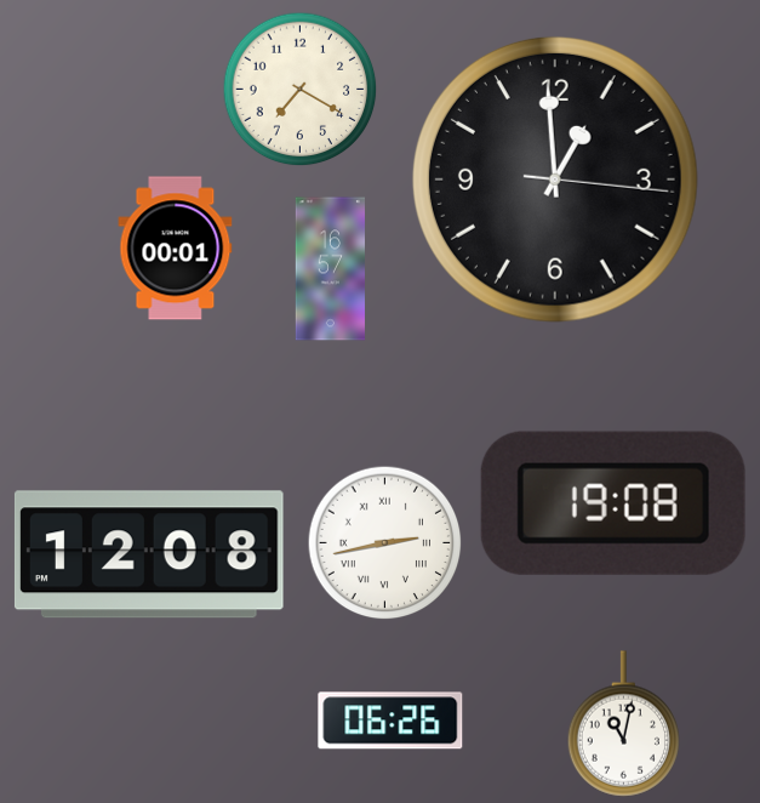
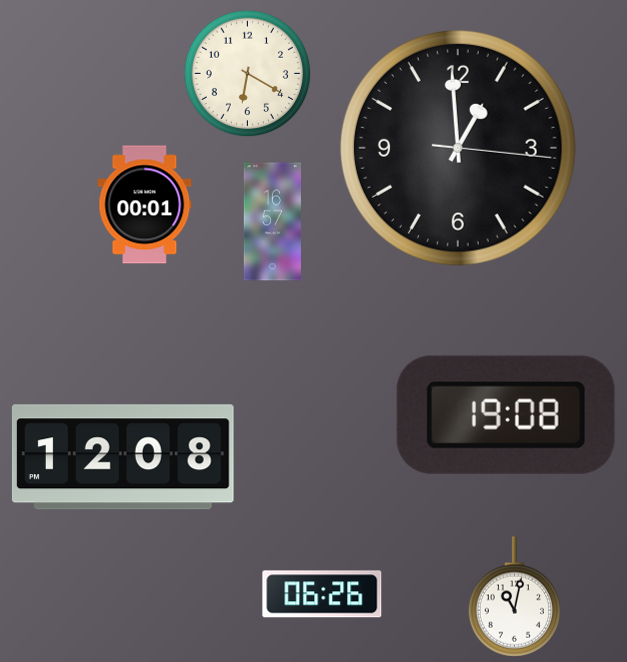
clock at (301, 90): 7:20 -> 6:20
clock at (385, 543): 2:43 -> none
